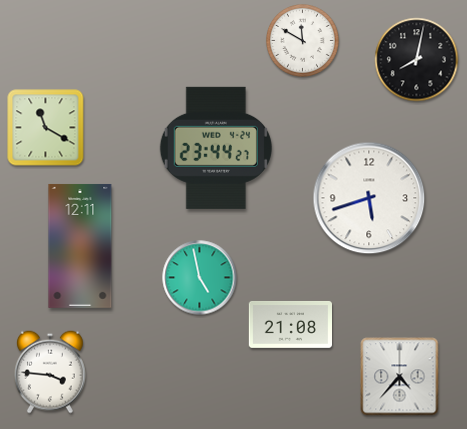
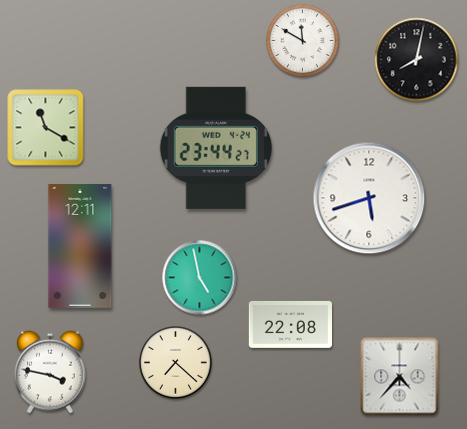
clock at (290, 324): 21:08 -> 22:08
clock at (176, 363): none -> 7:22
clock at (51, 372): 3:46 -> 3:47
